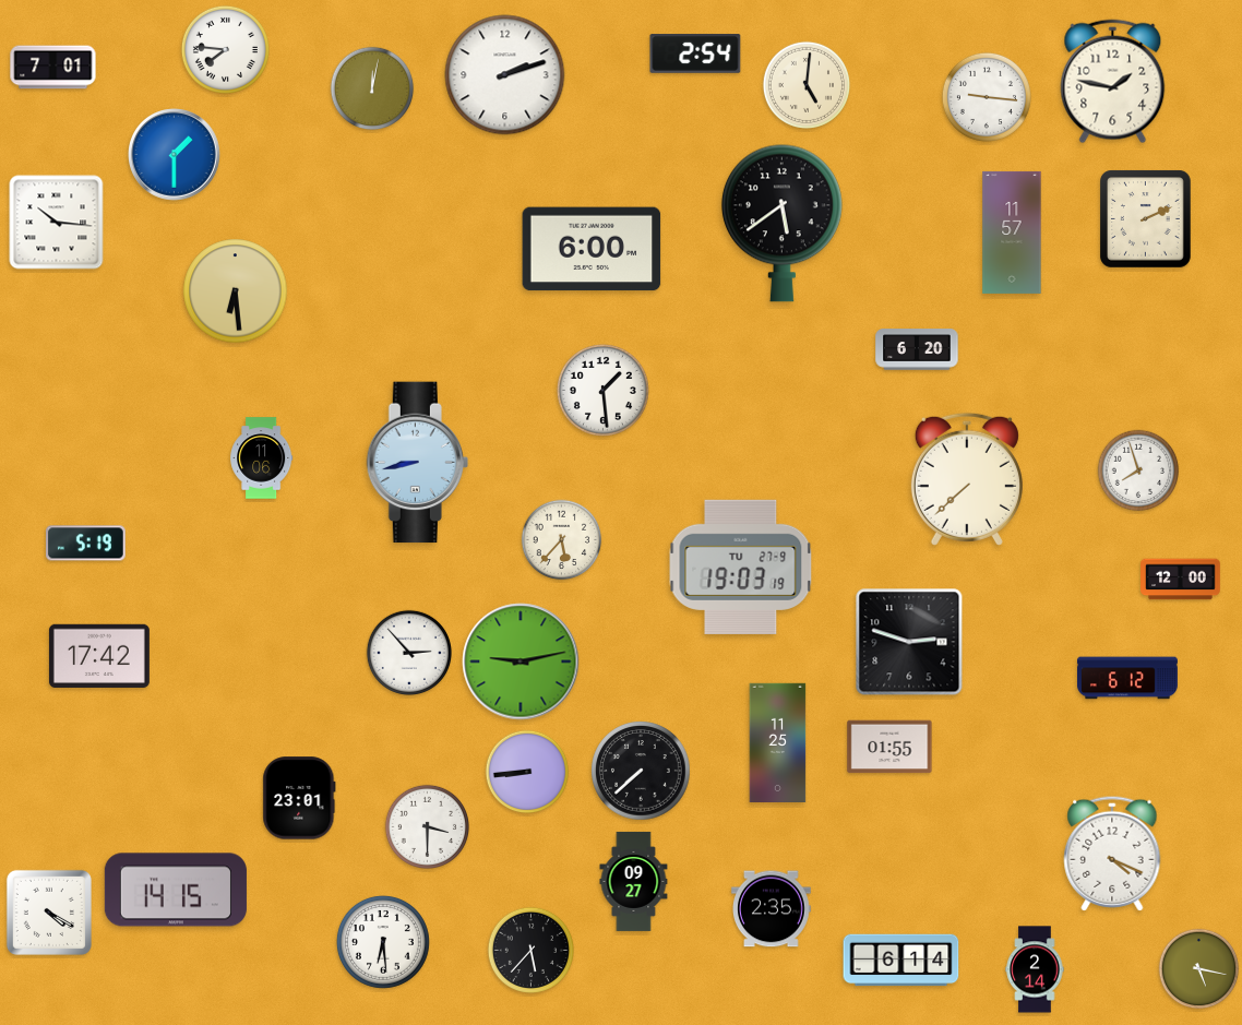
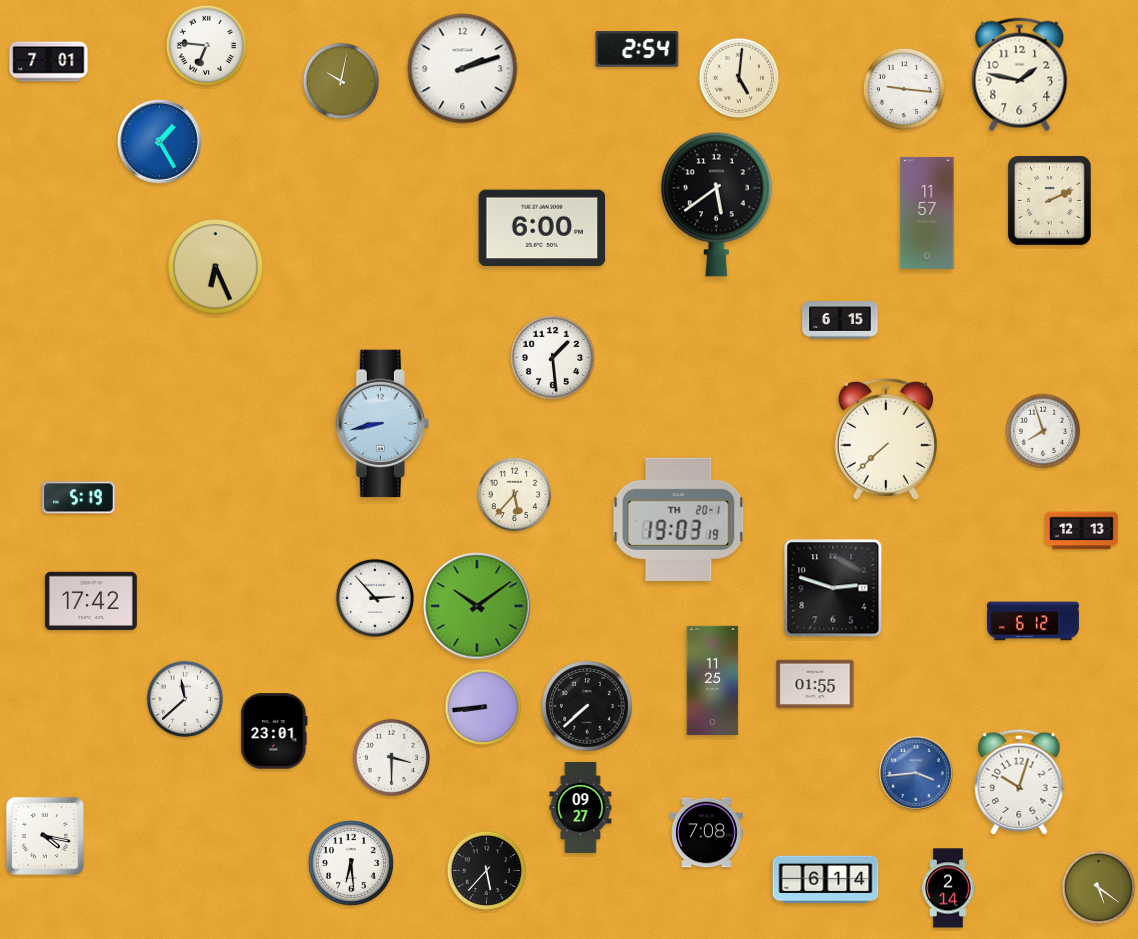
clock at (225, 49): 7:46 -> 6:46
clock at (372, 88): 12:02 -> 10:02
clock at (175, 155): 1:30 -> 1:25
clock at (57, 223): 10:16 -> none
clock at (236, 291): 6:29 -> 6:26
clock at (917, 349): 6:20 -> 6:15
clock at (262, 458): 11:06 -> none
clock at (741, 567) date: TU 27-9 -> TH 20-1
clock at (1181, 580): 12:00 -> 12:13
clock at (521, 662): 9:13 -> 10:09
clock at (185, 699): none -> 11:38
clock at (916, 773): none -> 3:44
clock at (1112, 854): 4:19 -> 10:03
clock at (176, 890): 14:15 -> none
clock at (772, 909): 2:35 -> 7:08
clock at (49, 913): 4:20 -> 4:17
clock at (1199, 969): 5:17 -> 5:21
